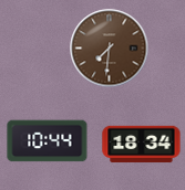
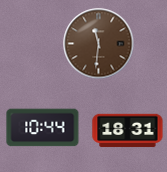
clock at (110, 49): 7:31 -> 11:31
clock at (142, 145): 18:34 -> 18:31
